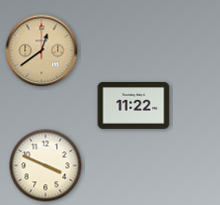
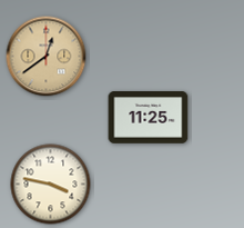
clock at (134, 106): 11:22 -> 11:25
clock at (46, 166): 3:49 -> 3:47
